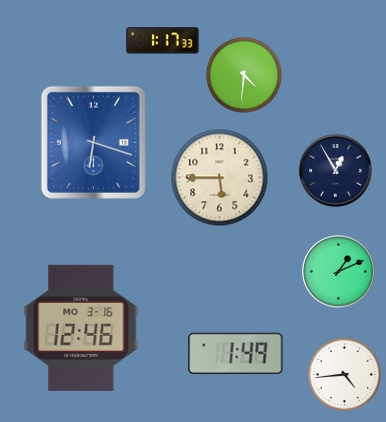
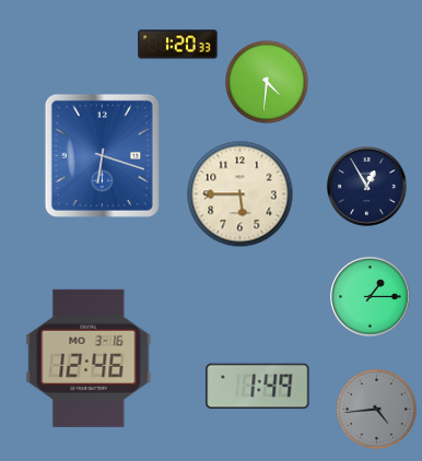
clock at (163, 41): 1:17 -> 1:20
clock at (339, 272): 1:11 -> 1:15
clock at (344, 374) dial: white -> grey
